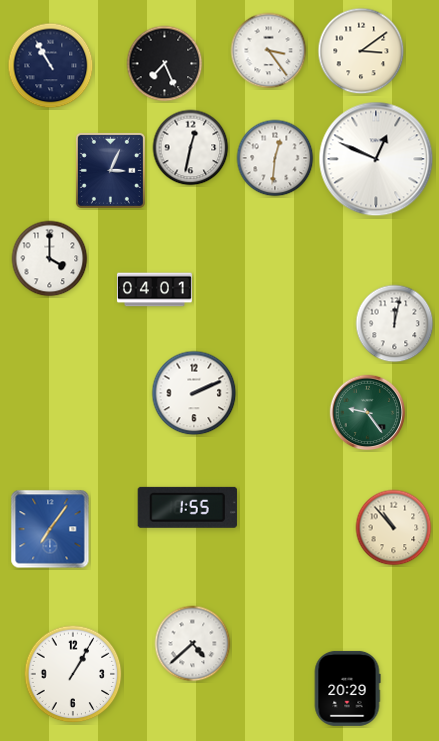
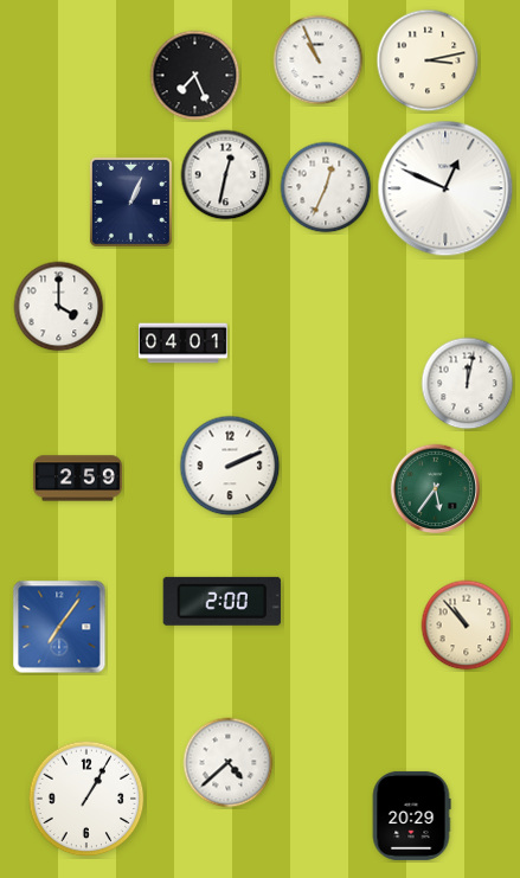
clock at (269, 51): 3:24 -> 10:56
clock at (361, 51): 3:09 -> 3:13
clock at (51, 66): 10:55 -> none
clock at (275, 158): 12:31 -> 12:34
clock at (110, 170): 3:04 -> 1:04
clock at (77, 479): none -> 2:59
clock at (368, 413): 9:24 -> 5:36
clock at (187, 507): 1:55 -> 2:00
